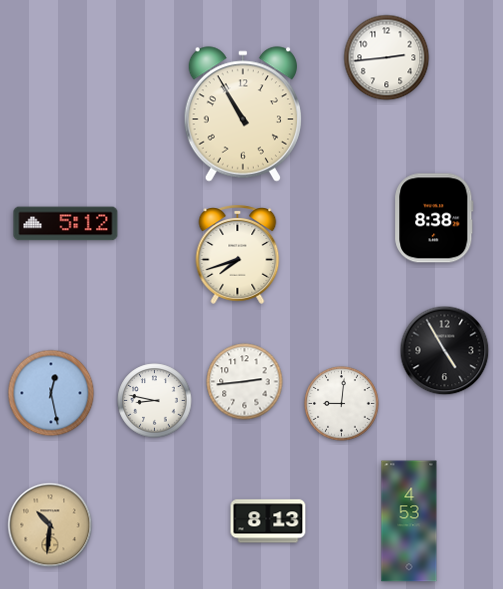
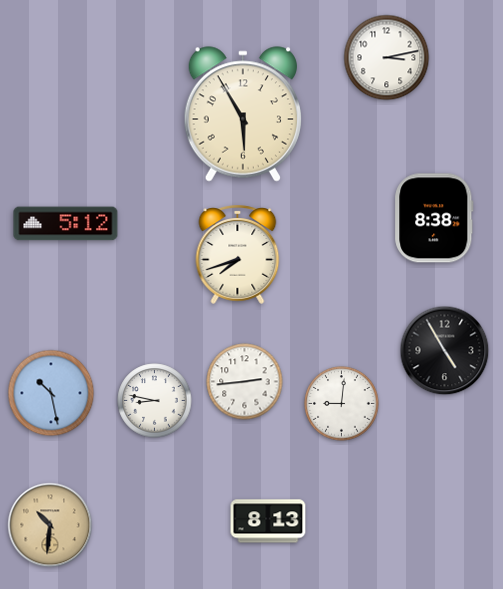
clock at (387, 58): 2:44 -> 3:13
clock at (242, 114): 10:55 -> 5:55
clock at (51, 393): 12:28 -> 10:28
clock at (409, 521): 4:53 -> none
